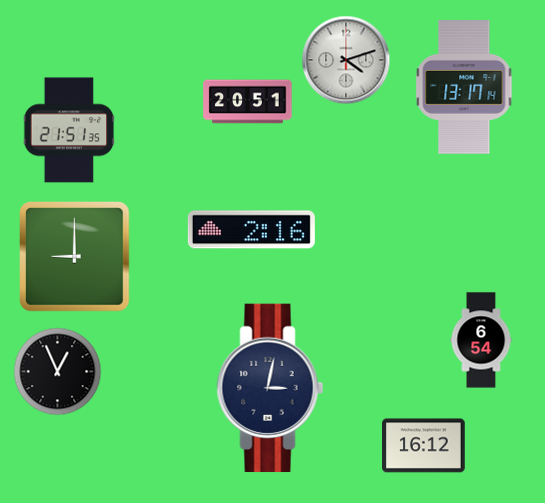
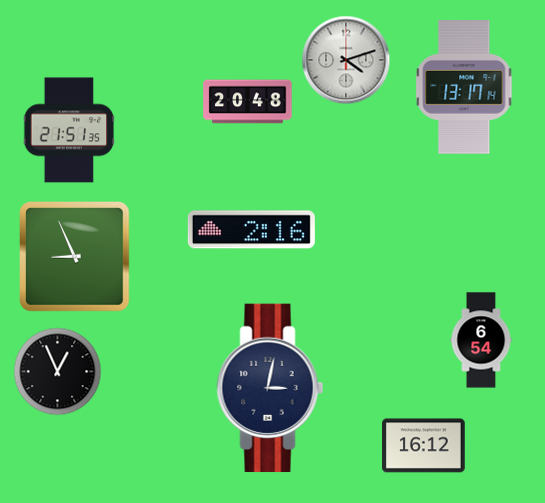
clock at (248, 102): 20:51 -> 20:48
clock at (75, 257): 9:00 -> 8:56
